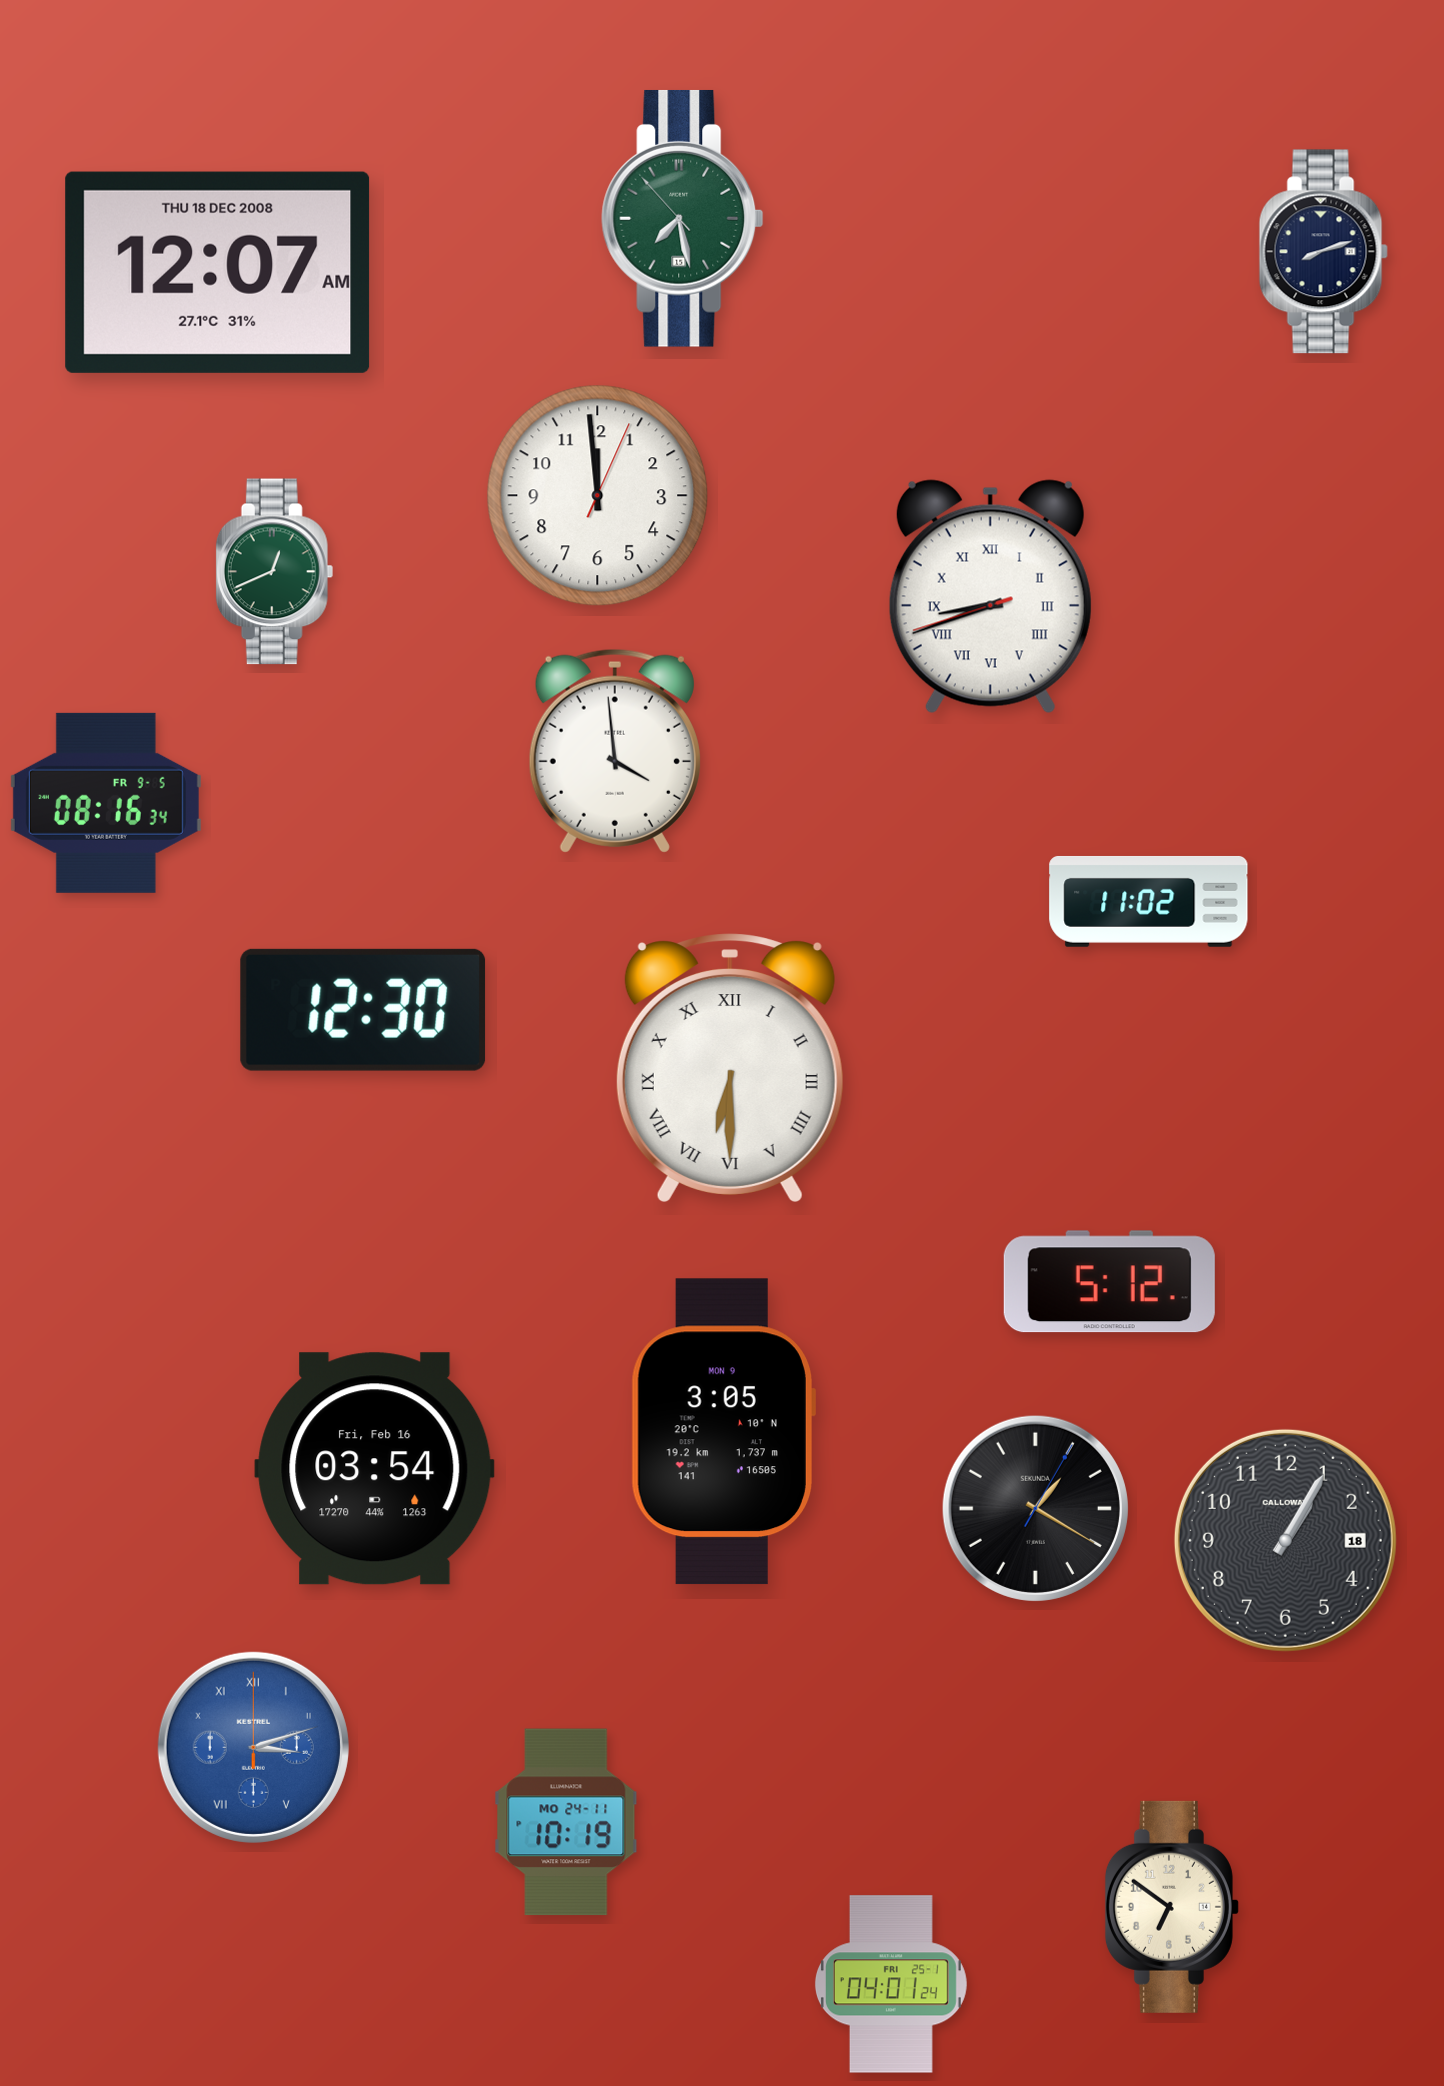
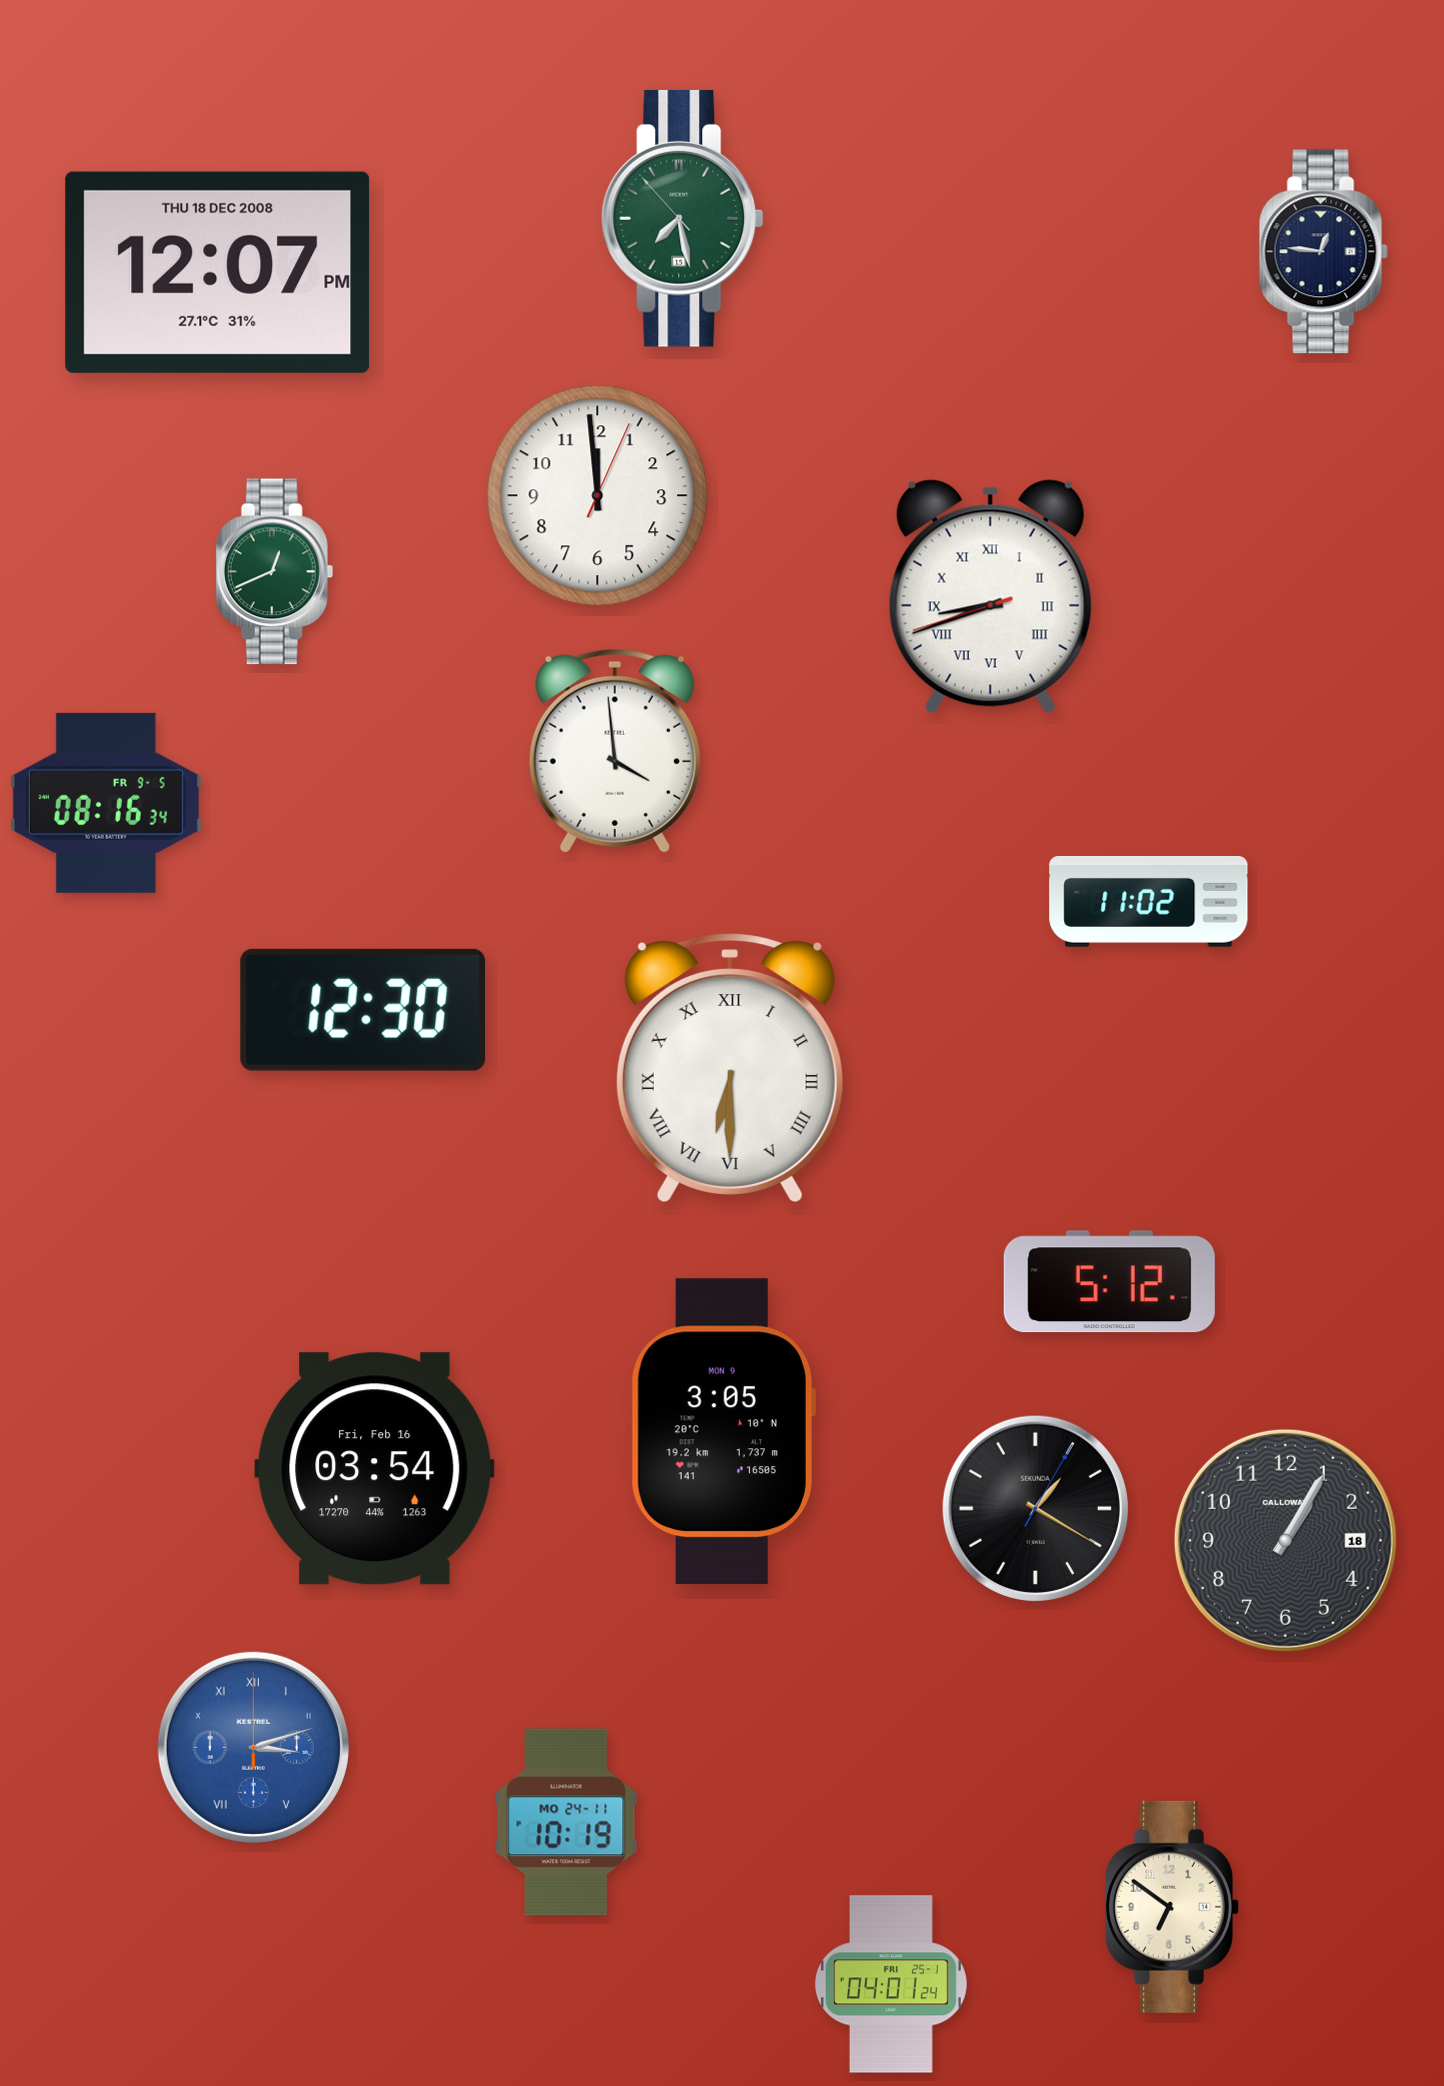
clock at (1323, 252): 8:12 -> 12:46
clock at (218, 272): 12:07 AM -> 12:07 PM
